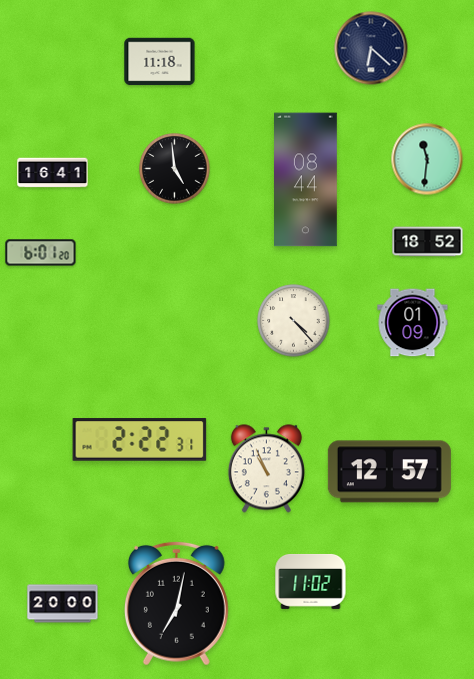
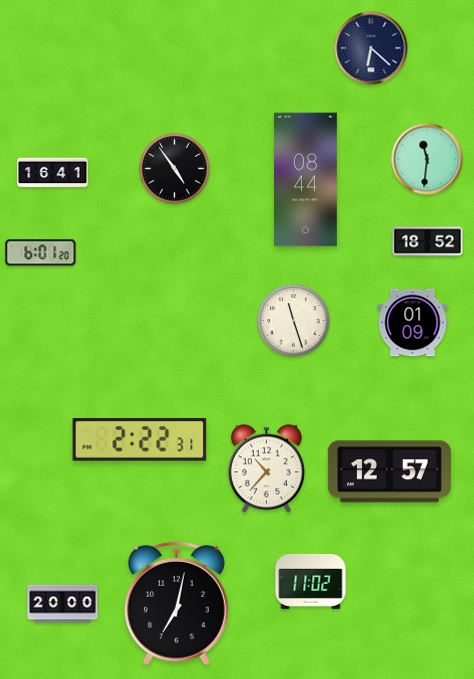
clock at (160, 62): 11:18 -> none
clock at (175, 169): 4:59 -> 4:54
clock at (294, 321): 4:23 -> 11:27
clock at (266, 469): 10:56 -> 10:37
